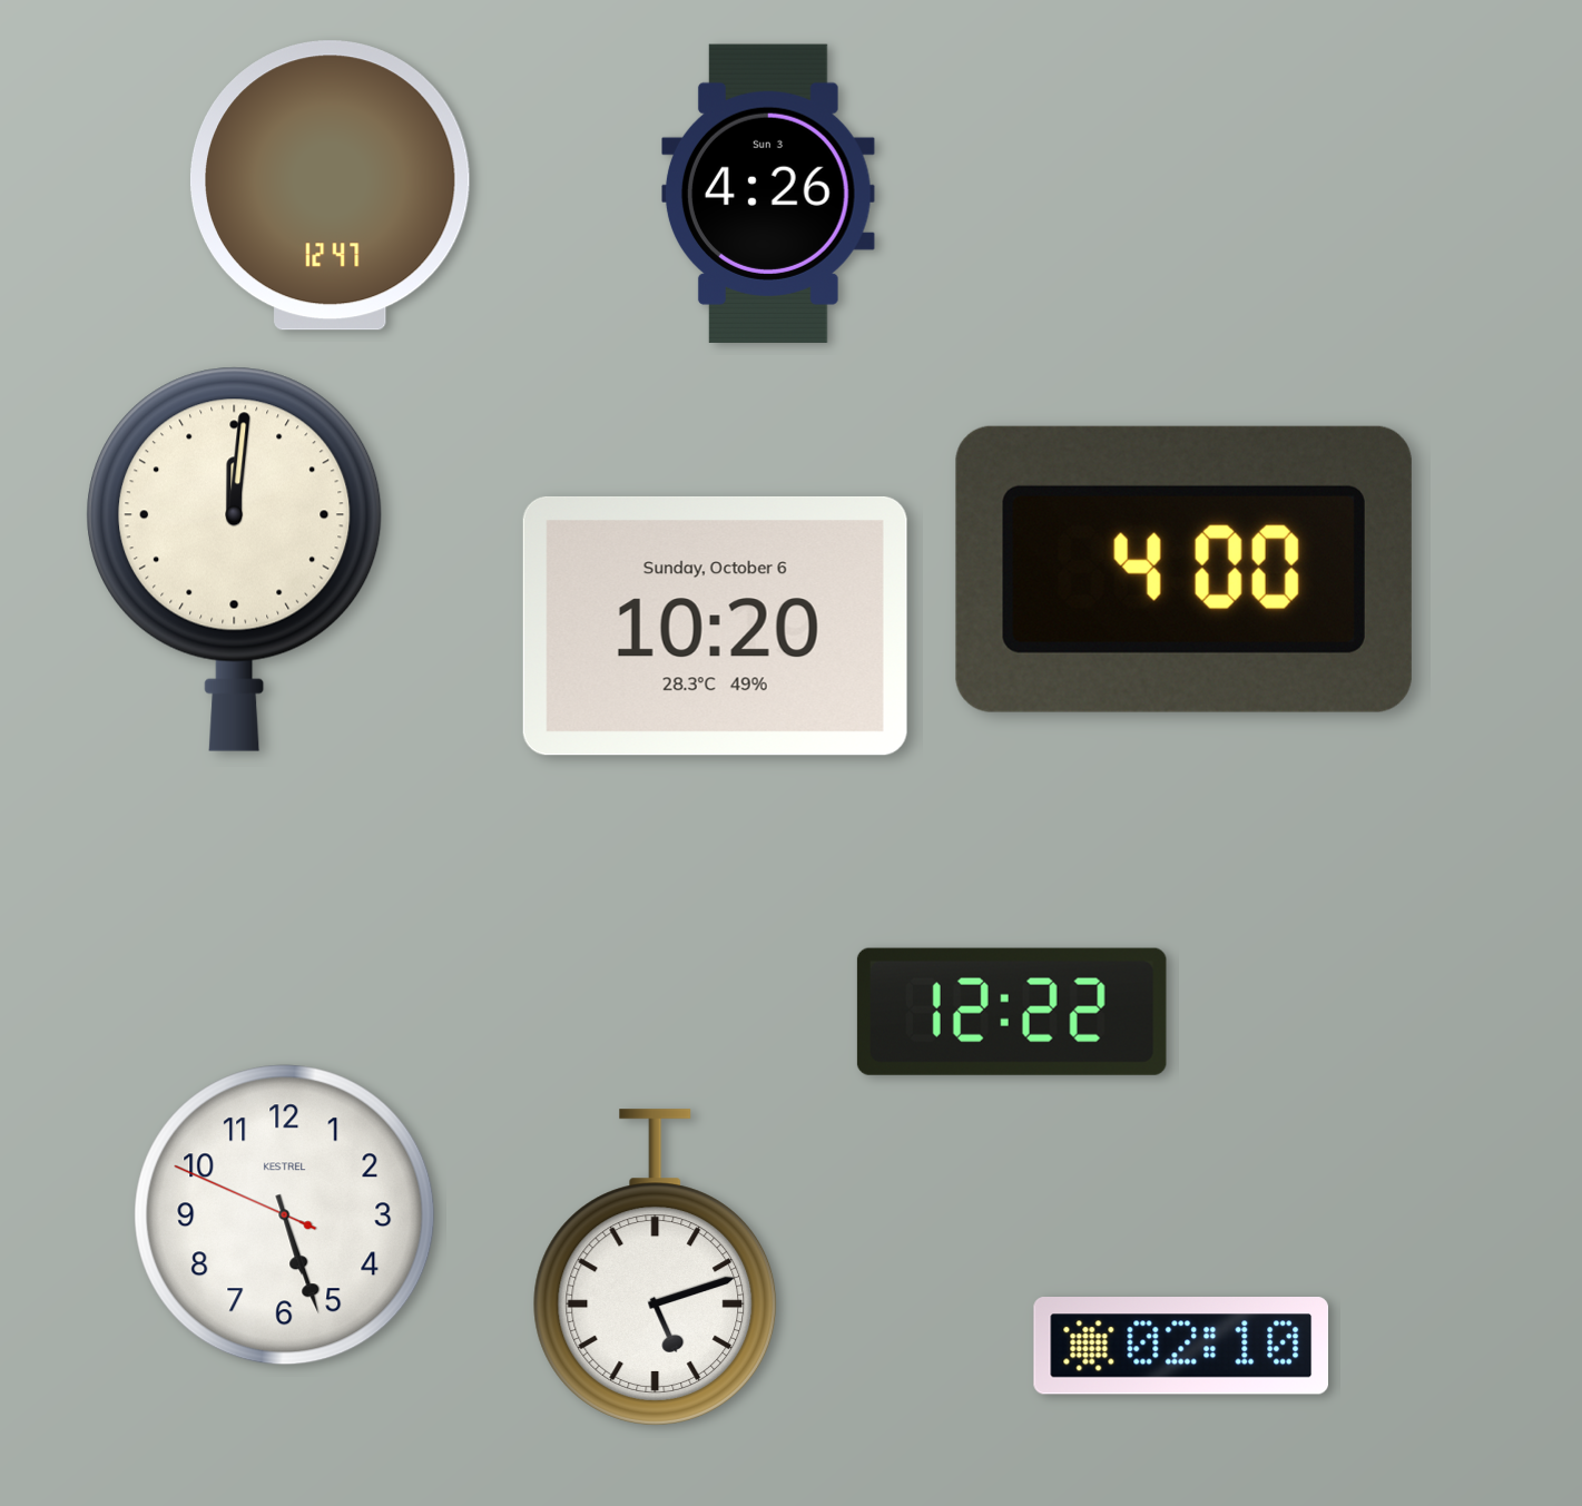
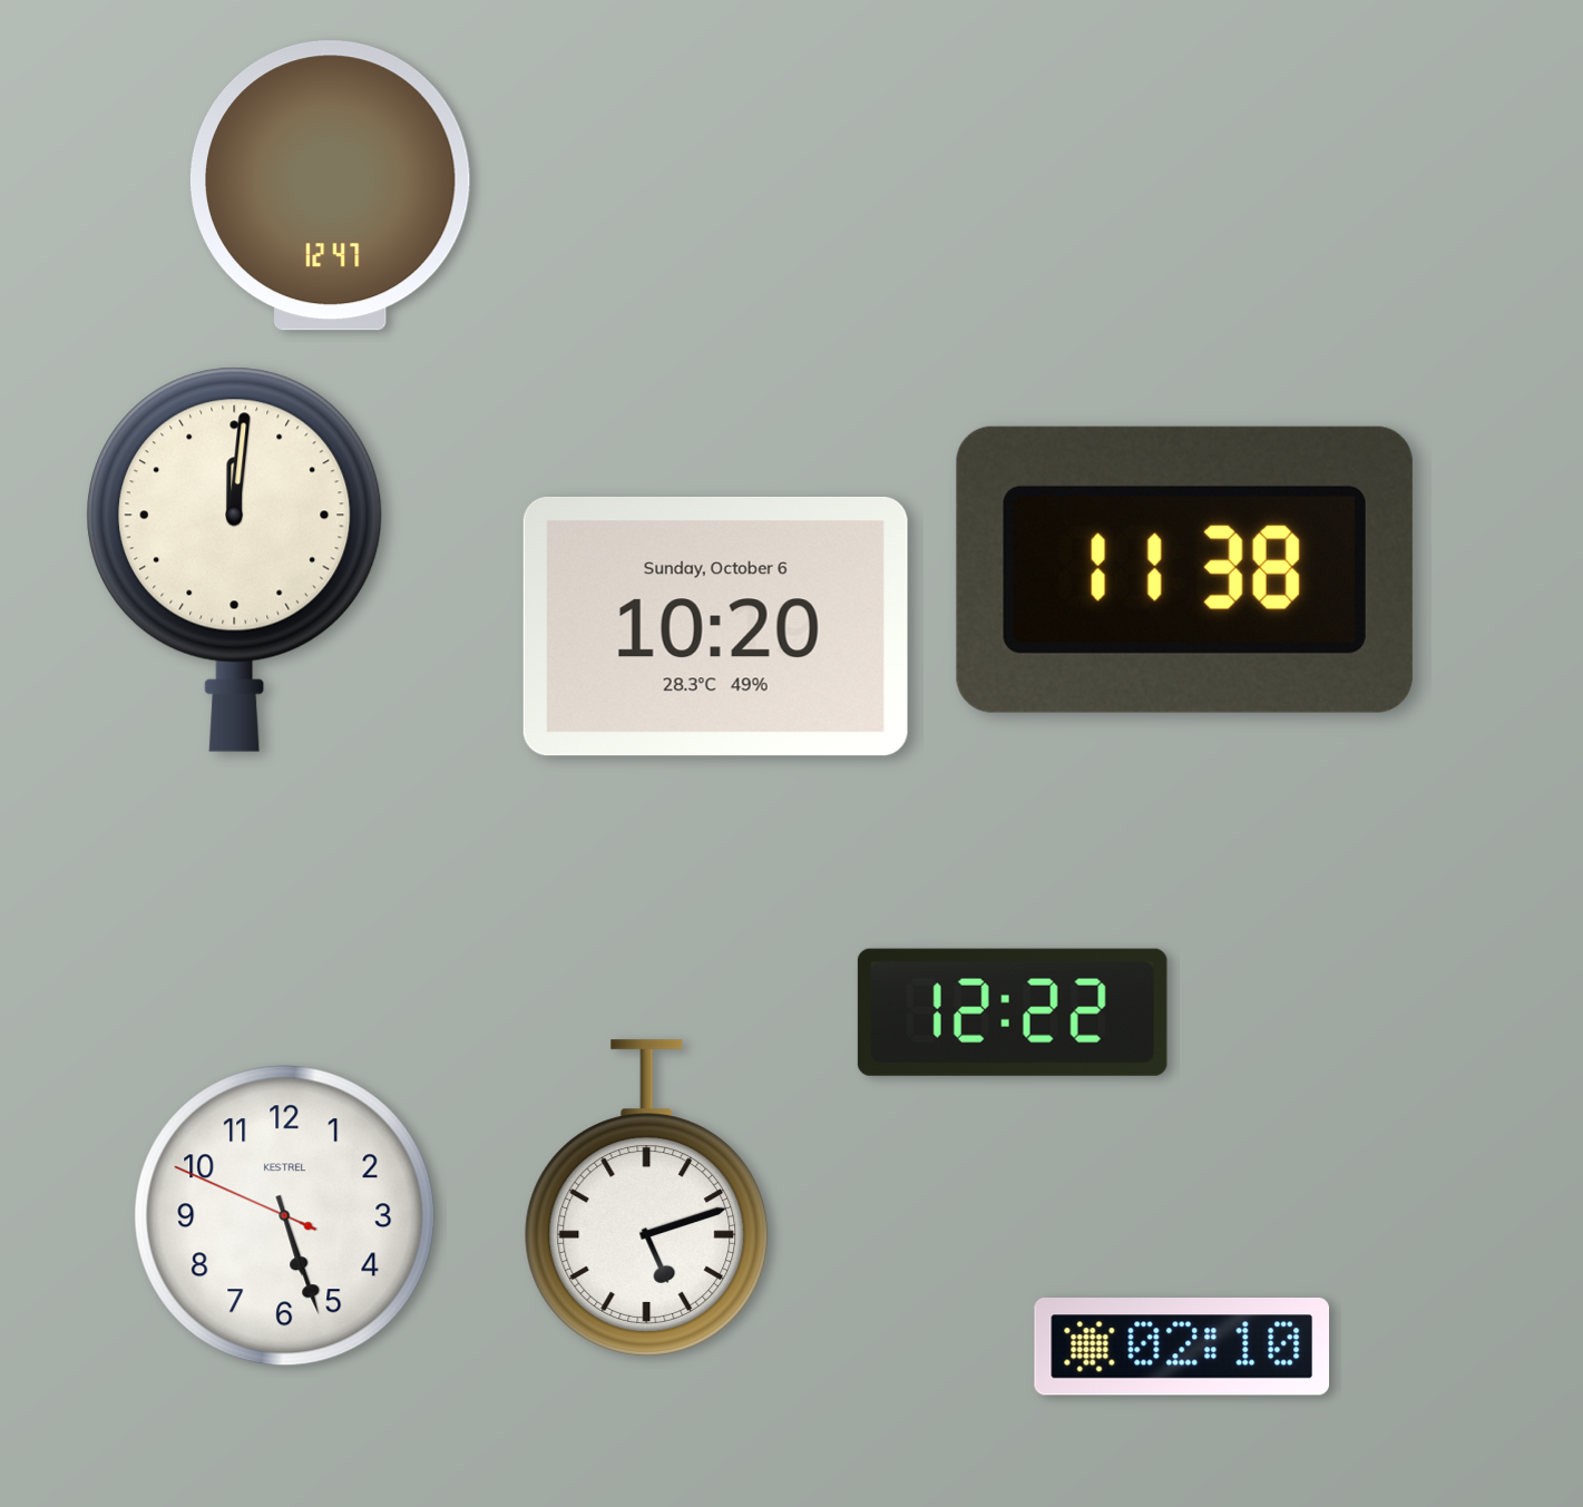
clock at (769, 194): 4:26 -> none
clock at (1183, 569): 4:00 -> 11:38
clock at (656, 1268) position: (656, 1268) -> (647, 1198)
